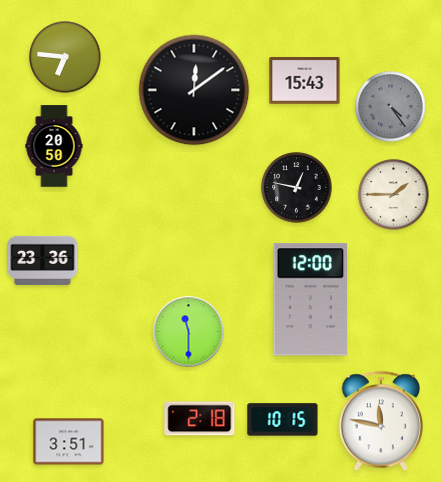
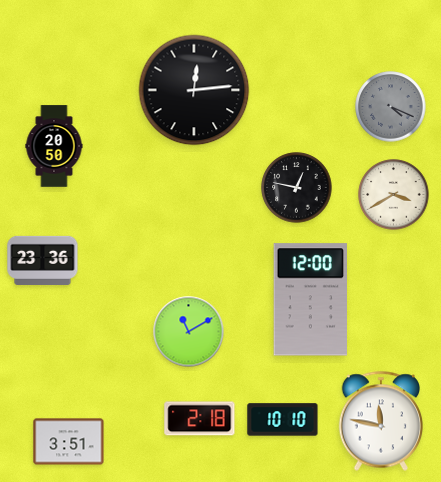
clock at (65, 57): 6:46 -> none
clock at (305, 81): 15:43 -> none
clock at (194, 90): 12:09 -> 12:14
clock at (391, 107): 4:24 -> 4:19
clock at (394, 195): 1:45 -> 3:40
clock at (189, 332): 11:30 -> 11:10
clock at (283, 420): 10:15 -> 10:10
